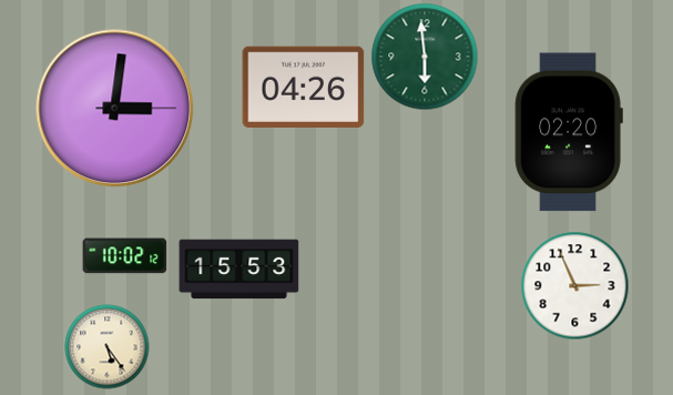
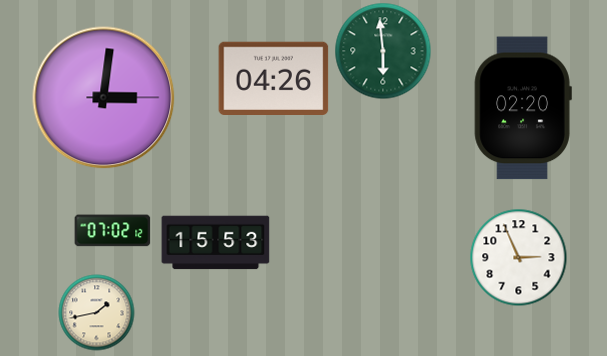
clock at (569, 132) position: (569, 132) -> (523, 108)
clock at (125, 256): 10:02 -> 07:02
clock at (108, 347): 5:24 -> 1:43
